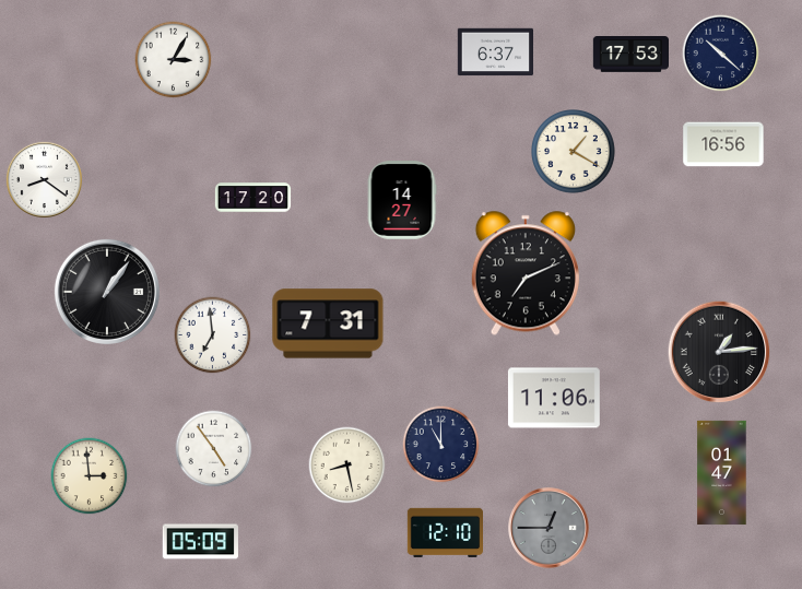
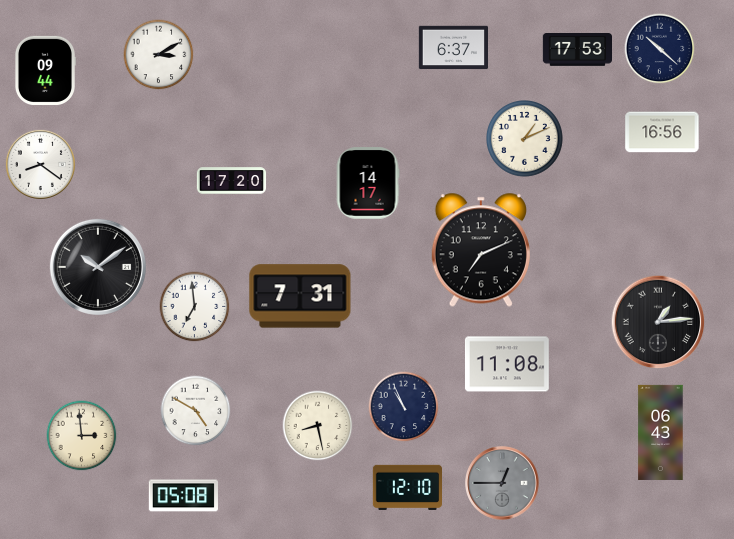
clock at (174, 60): 3:05 -> 3:10
clock at (44, 70): none -> 09:44
clock at (574, 152): 1:20 -> 1:11
clock at (402, 200): 14:27 -> 14:17
clock at (107, 292): 1:06 -> 10:09
clock at (554, 398): 11:06 -> 11:08
clock at (441, 445): 11:00 -> 10:56
clock at (214, 449): 4:54 -> 4:50
clock at (722, 472): 01:47 -> 06:43
clock at (200, 542): 05:09 -> 05:08
